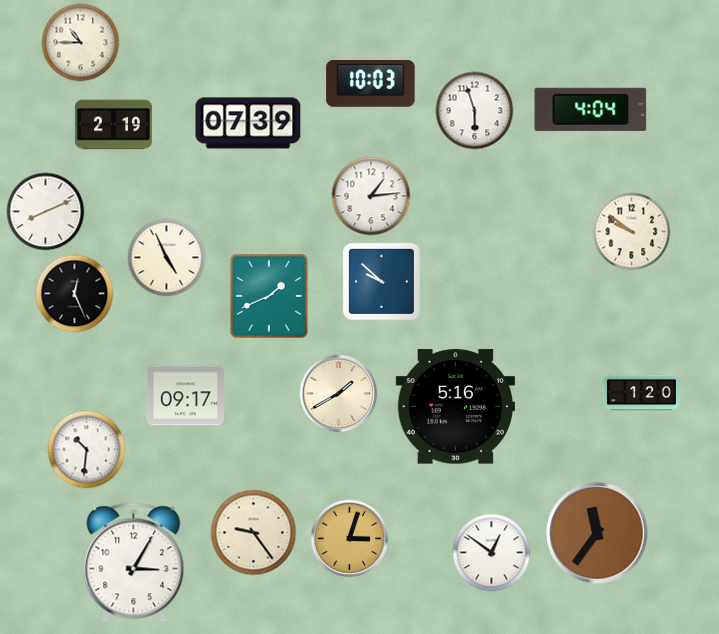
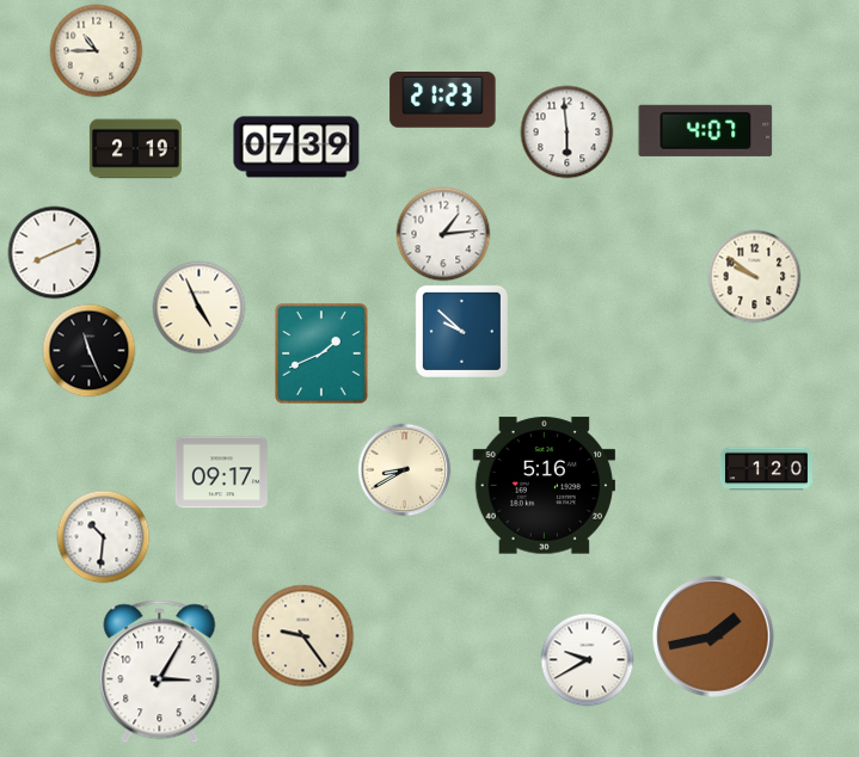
clock at (371, 84): 10:03 -> 21:23
clock at (591, 109): 4:04 -> 4:07
clock at (474, 110): 5:57 -> 5:59
clock at (381, 281) position: (381, 281) -> (461, 331)
clock at (74, 293): 12:26 -> 11:26
clock at (338, 393): 1:40 -> 8:40
clock at (597, 533): 11:36 -> 1:43
clock at (349, 538): 3:03 -> none
clock at (491, 552): 12:51 -> 9:40
